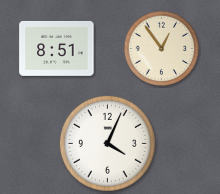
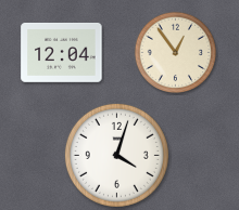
clock at (57, 48): 8:51 -> 12:04
clock at (107, 143): 4:04 -> 4:03
